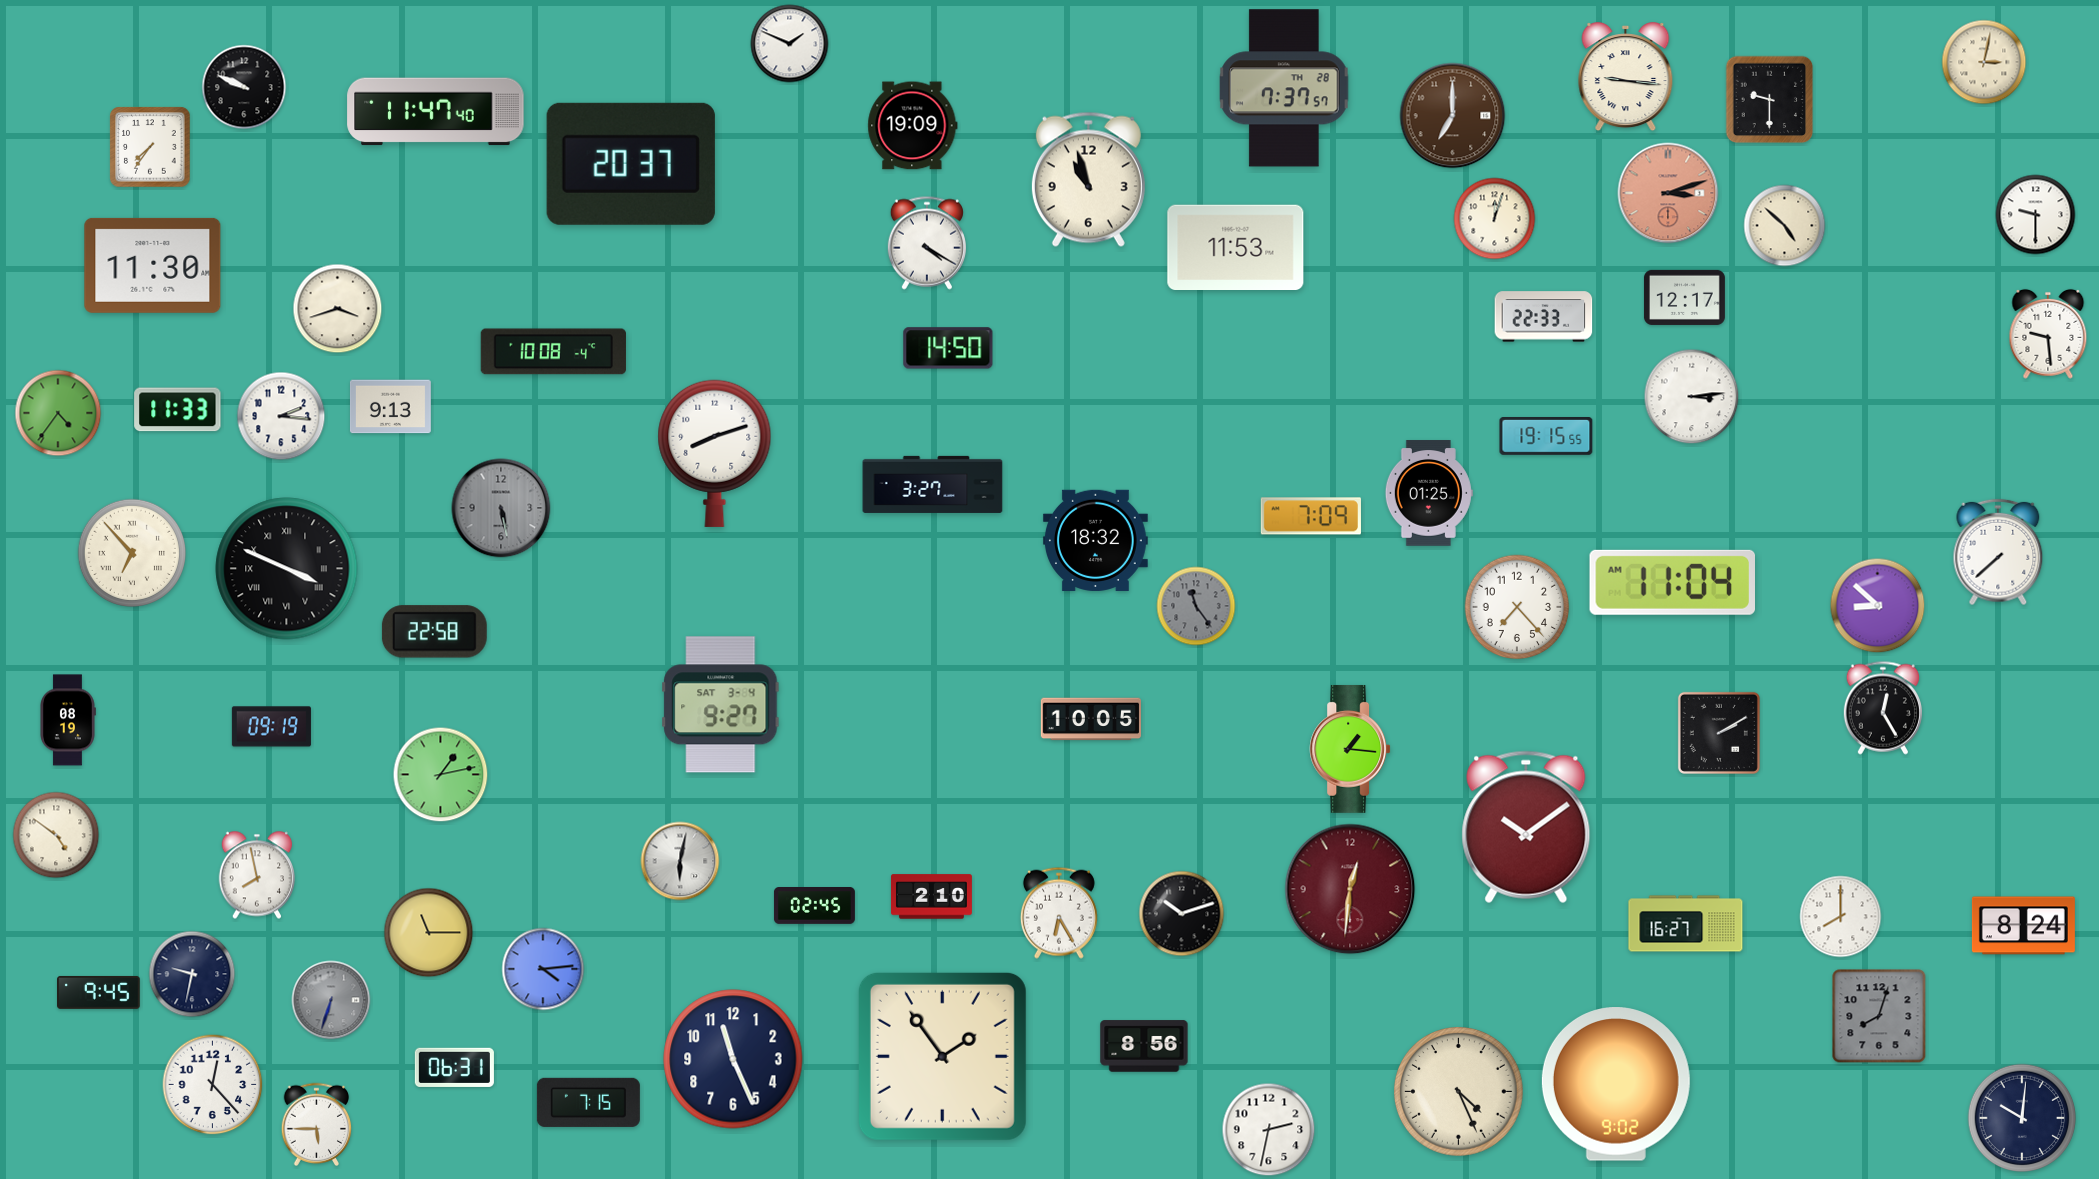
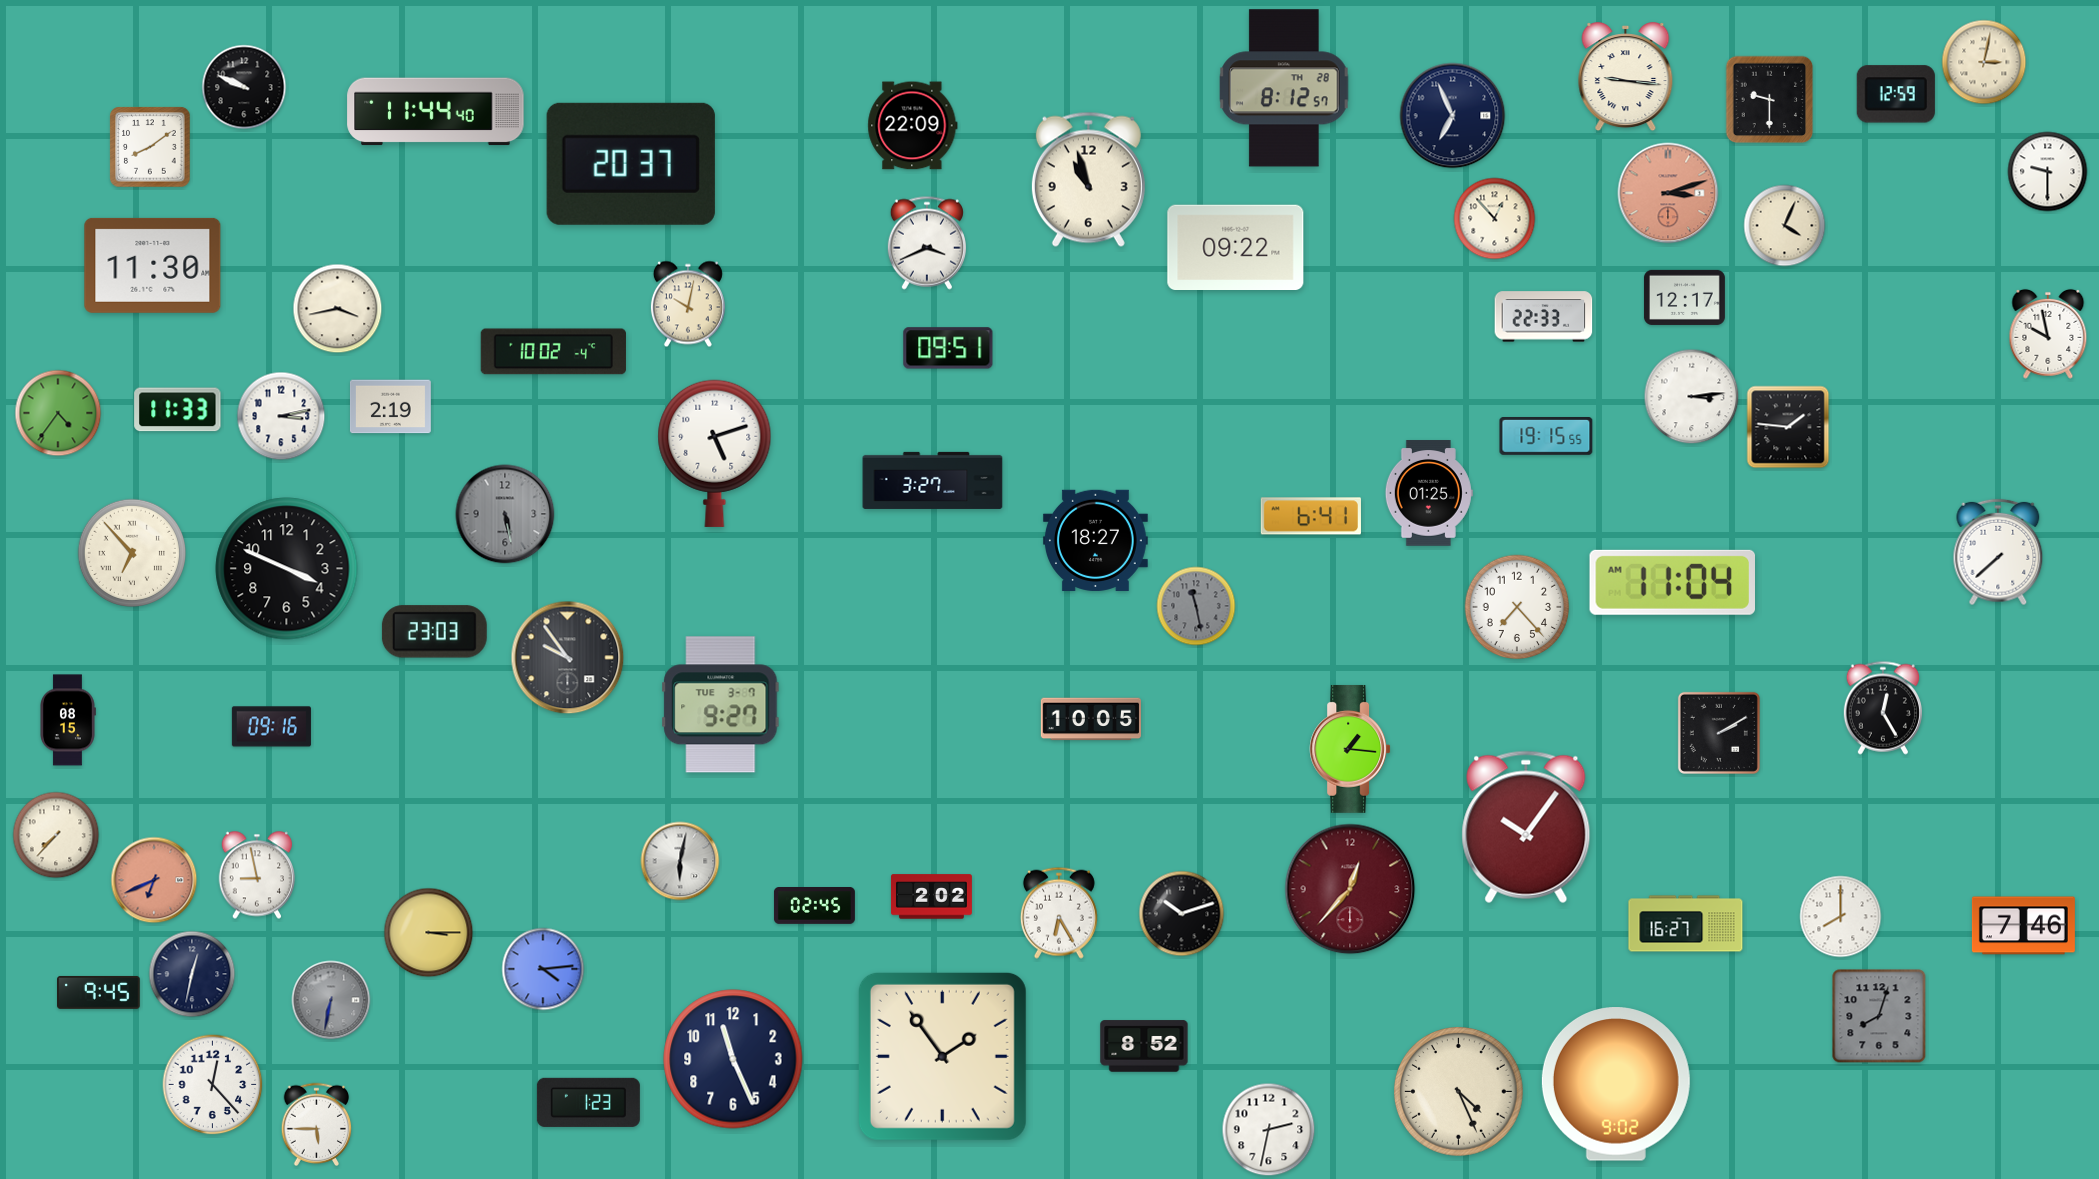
clock at (790, 44): 1:49 -> none
clock at (1285, 88): 7:37 -> 8:12
clock at (1896, 94): none -> 12:59
clock at (436, 112): 11:47 -> 11:44
clock at (1453, 116): 7:00 -> 6:56
clock at (1453, 116) dial: brown -> navy
clock at (913, 126): 19:09 -> 22:09
clock at (150, 147): 7:36 -> 8:09
clock at (2036, 215) position: (2036, 215) -> (2048, 172)
clock at (1495, 219): 12:03 -> 12:53
clock at (1785, 226): 4:52 -> 4:04
clock at (927, 243): 4:20 -> 3:41
clock at (1236, 247): 11:53 -> 09:22
clock at (688, 304): none -> 10:02
clock at (338, 309): 3:42 -> 3:43
clock at (2048, 334): 9:29 -> 9:58
clock at (948, 348): 14:50 -> 09:51
clock at (553, 352): 10:08 -> 10:02
clock at (390, 407): 9:13 -> 2:19
clock at (281, 416): 2:16 -> 3:13
clock at (1788, 427): none -> 1:46
clock at (715, 453): 8:12 -> 5:12
clock at (933, 484) position: (933, 484) -> (933, 480)
clock at (501, 508) position: (501, 508) -> (505, 514)
clock at (1311, 516): 7:09 -> 6:41
clock at (1096, 540): 18:32 -> 18:27
clock at (287, 569) numerals: Roman -> Arabic
clock at (1196, 606): 11:24 -> 11:28
clock at (1878, 606): 8:52 -> none
clock at (434, 632): 22:58 -> 23:03
clock at (568, 658): none -> 9:54
clock at (721, 705) date: SAT 3-4 -> TUE 3-7
clock at (68, 720): 08:19 -> 08:15
clock at (271, 727): 09:19 -> 09:16
clock at (441, 775): 1:13 -> none
clock at (1526, 827): 10:09 -> 10:06
clock at (56, 835): 4:51 -> 7:37
clock at (256, 875): 7:58 -> 8:58
clock at (154, 880): none -> 6:41
clock at (1350, 889): 12:31 -> 12:37
clock at (931, 897): 2:10 -> 2:02
clock at (2023, 926): 8:24 -> 7:46
clock at (429, 933): 11:15 -> 3:15
clock at (192, 974): 9:32 -> 12:32
clock at (331, 1000): 6:33 -> 6:32
clock at (1144, 1046): 8:56 -> 8:52
clock at (454, 1067): 06:31 -> none
clock at (588, 1102): 7:15 -> 1:23
clock at (2021, 1117): 10:01 -> none
